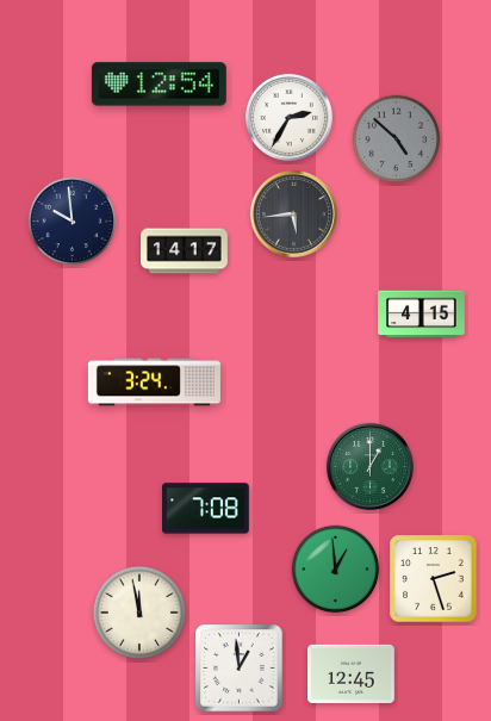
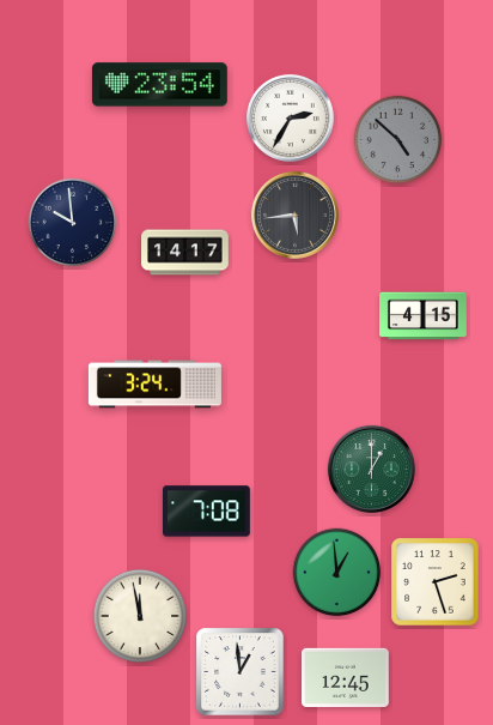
clock at (159, 85): 12:54 -> 23:54
clock at (352, 673) position: (352, 673) -> (346, 677)
